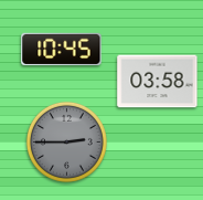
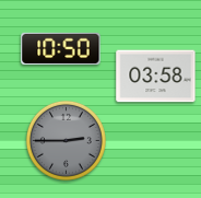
clock at (62, 49): 10:45 -> 10:50
clock at (158, 82) position: (158, 82) -> (156, 77)
